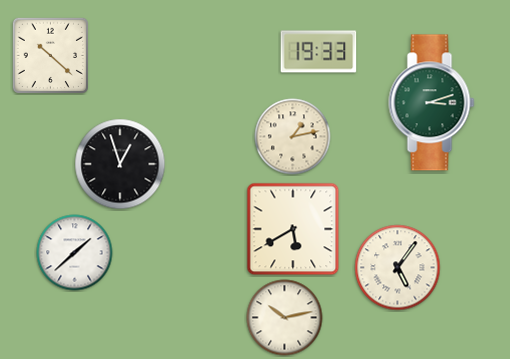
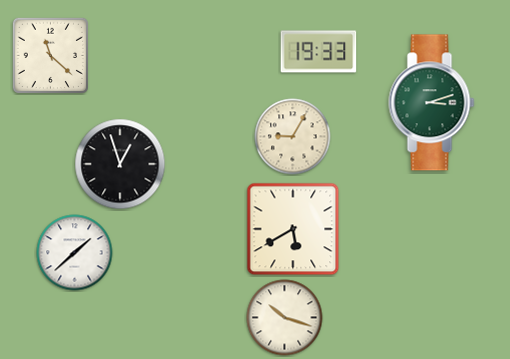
clock at (50, 55): 10:22 -> 11:22
clock at (293, 137): 1:13 -> 9:05
clock at (398, 268): 5:06 -> none
clock at (285, 318): 10:13 -> 10:18
